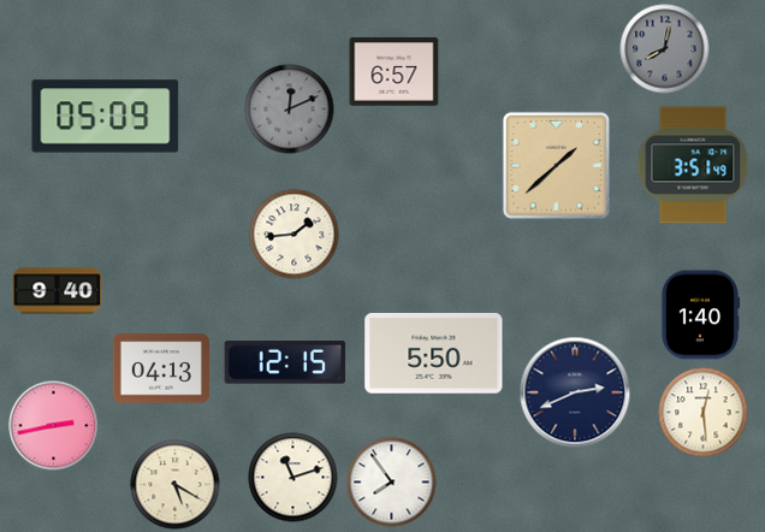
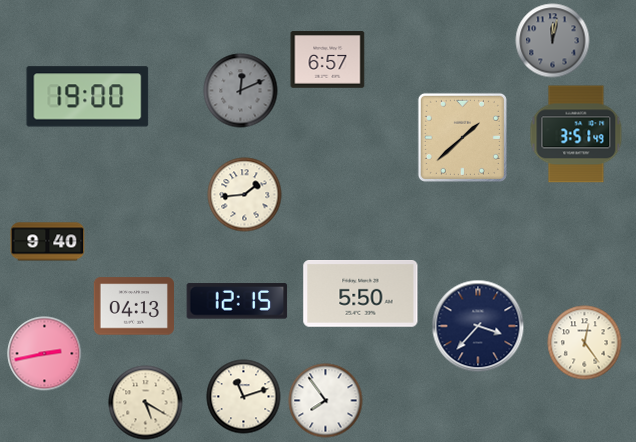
clock at (665, 49): 8:02 -> 12:02
clock at (106, 117): 05:09 -> 19:00
clock at (693, 165) position: (693, 165) -> (576, 134)
clock at (700, 315): 1:40 -> none
clock at (575, 392): 2:41 -> 3:37
clock at (704, 413): 12:29 -> 12:24
